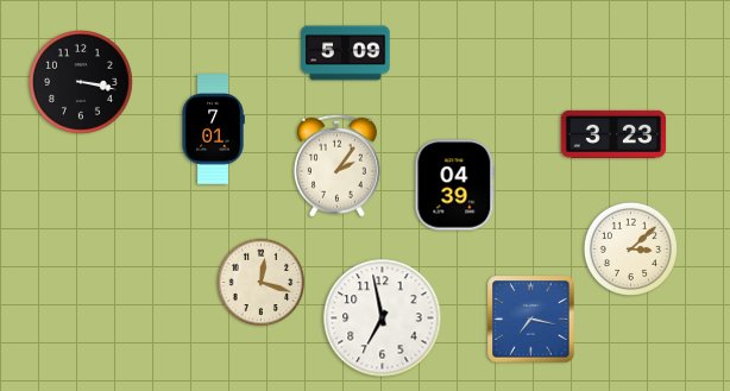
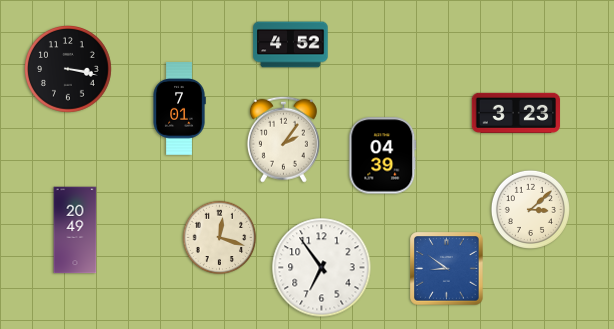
clock at (346, 53): 5:09 -> 4:52
clock at (75, 230): none -> 20:49
clock at (383, 319): 6:58 -> 6:54
clock at (531, 320): 7:17 -> 8:51
